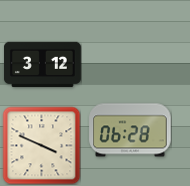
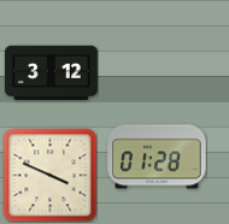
clock at (42, 65) position: (42, 65) -> (51, 73)
clock at (130, 130): 06:28 -> 01:28
